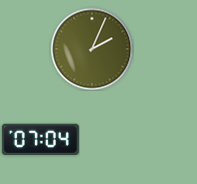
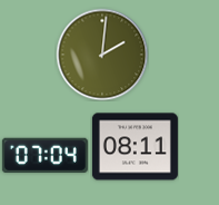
clock at (92, 49): 2:04 -> 2:01
clock at (135, 147): none -> 08:11
